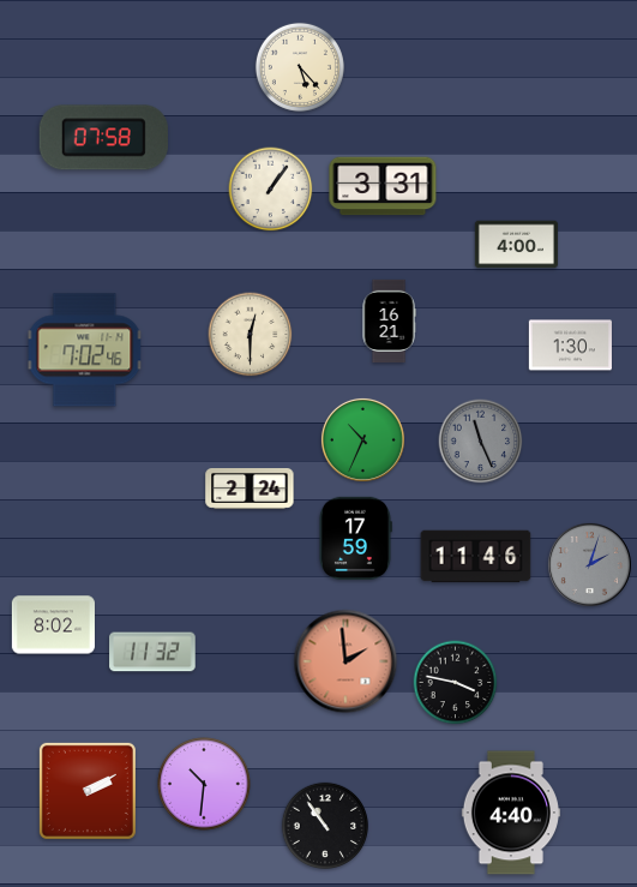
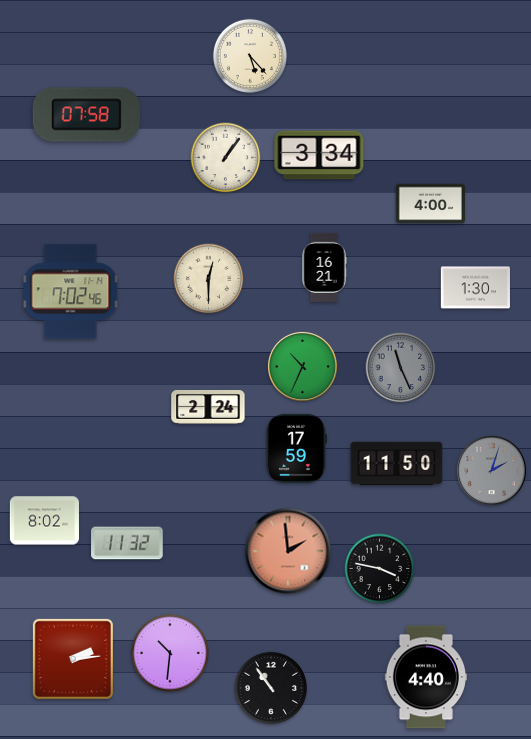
clock at (383, 186): 3:31 -> 3:34
clock at (476, 557): 11:46 -> 11:50
clock at (88, 791): 2:10 -> 2:14
